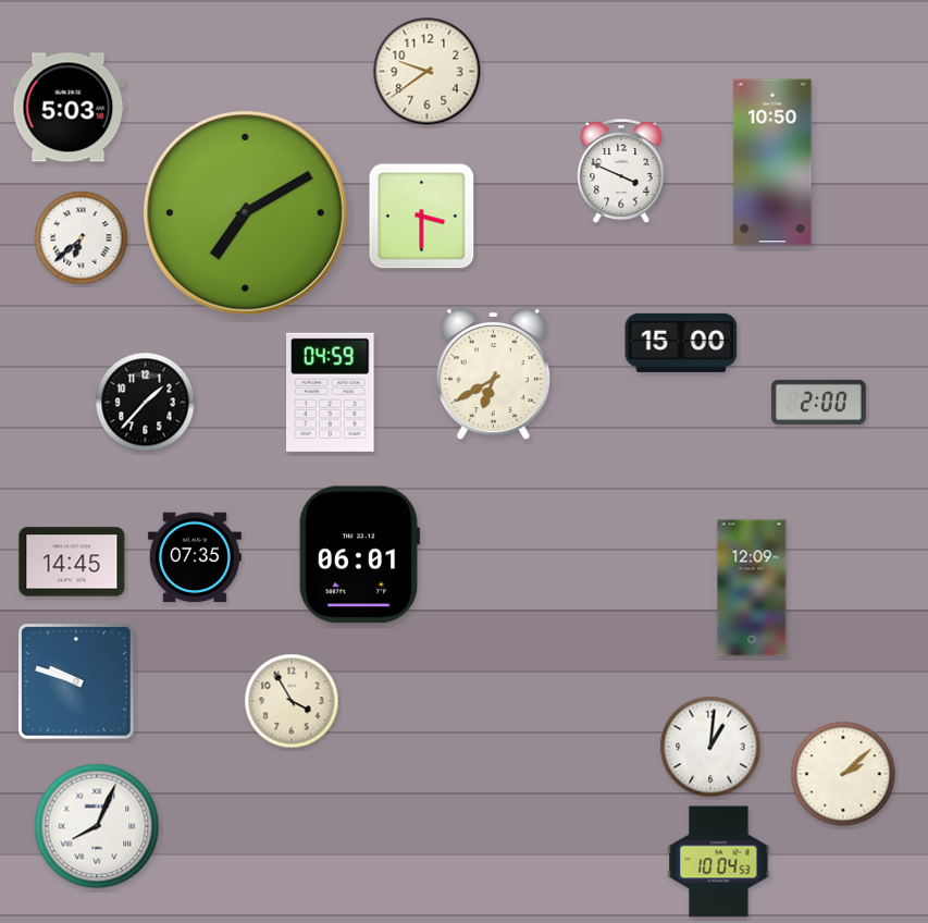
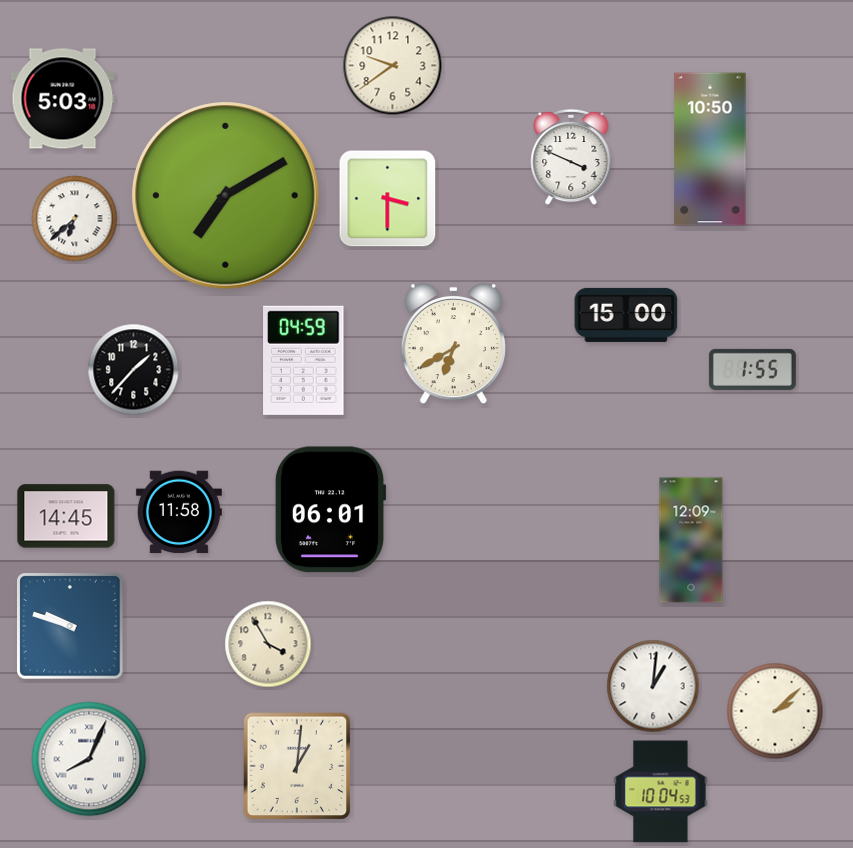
clock at (818, 402): 2:00 -> 1:55
clock at (195, 557): 07:35 -> 11:58
clock at (297, 766): none -> 1:01
